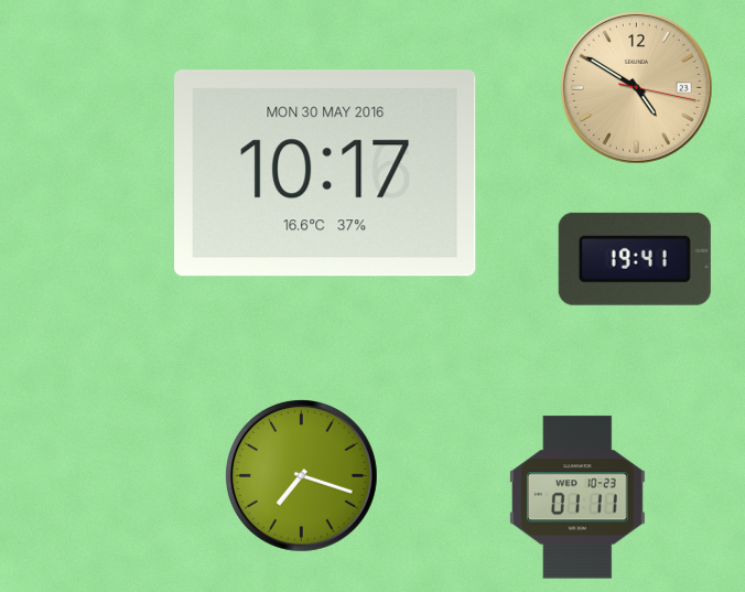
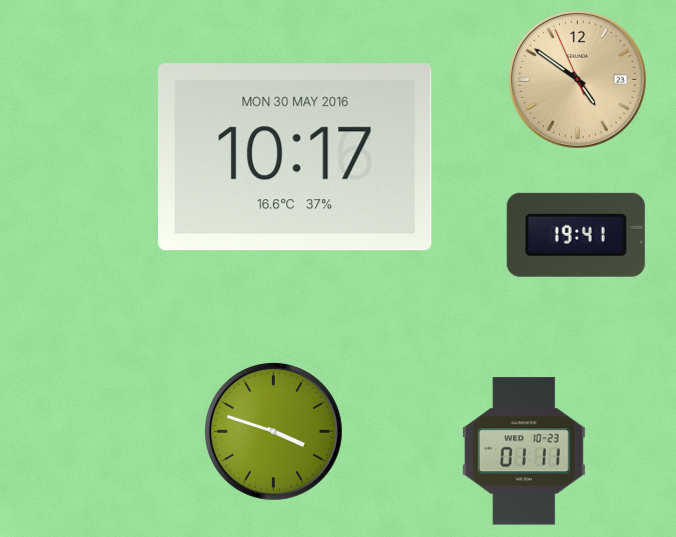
clock at (636, 87): 4:50:17 -> 4:50:56
clock at (301, 475): 7:18 -> 3:48
